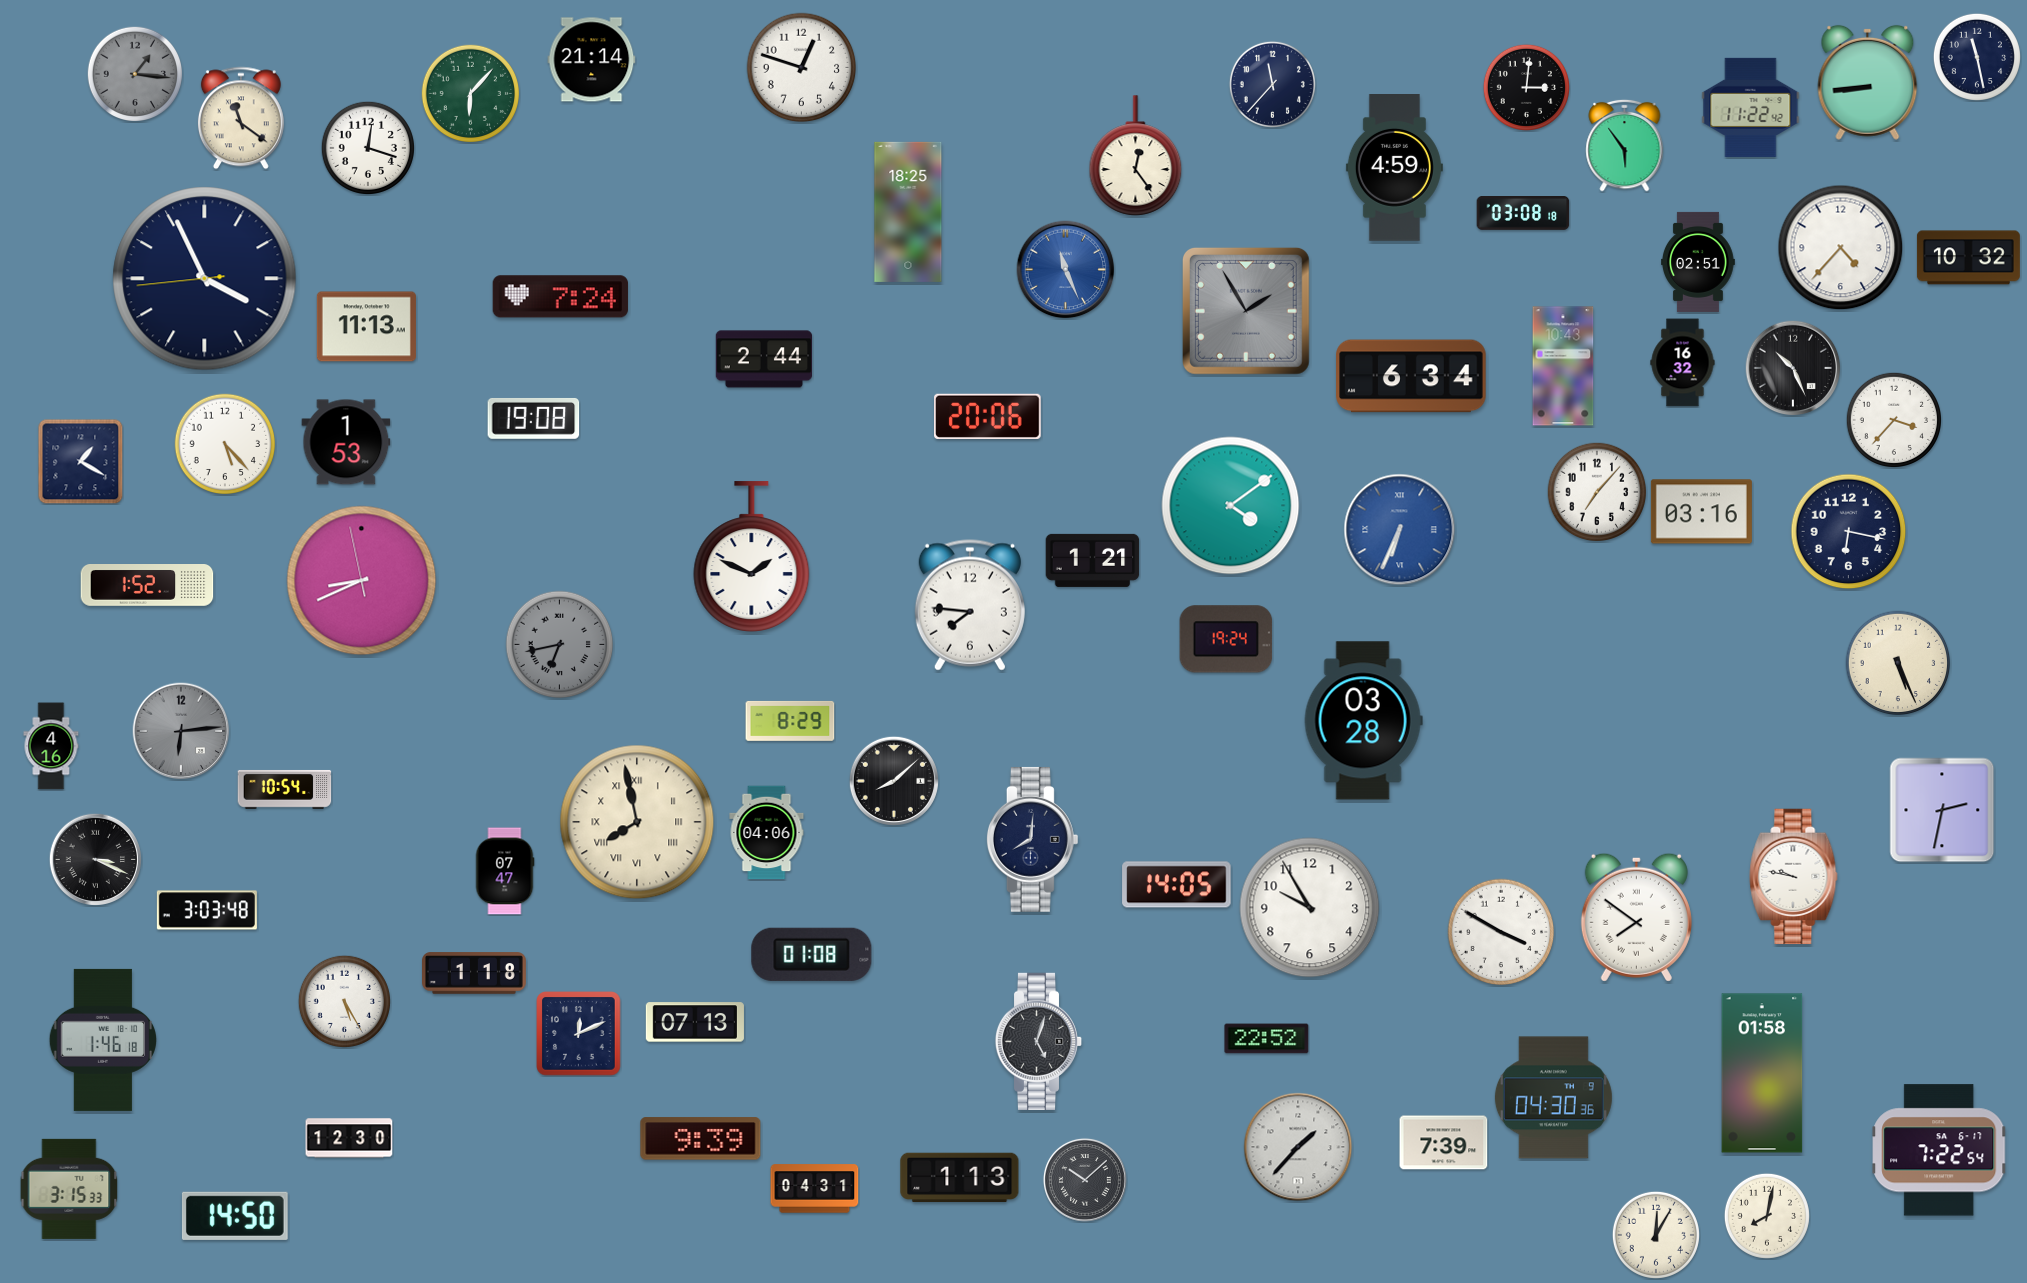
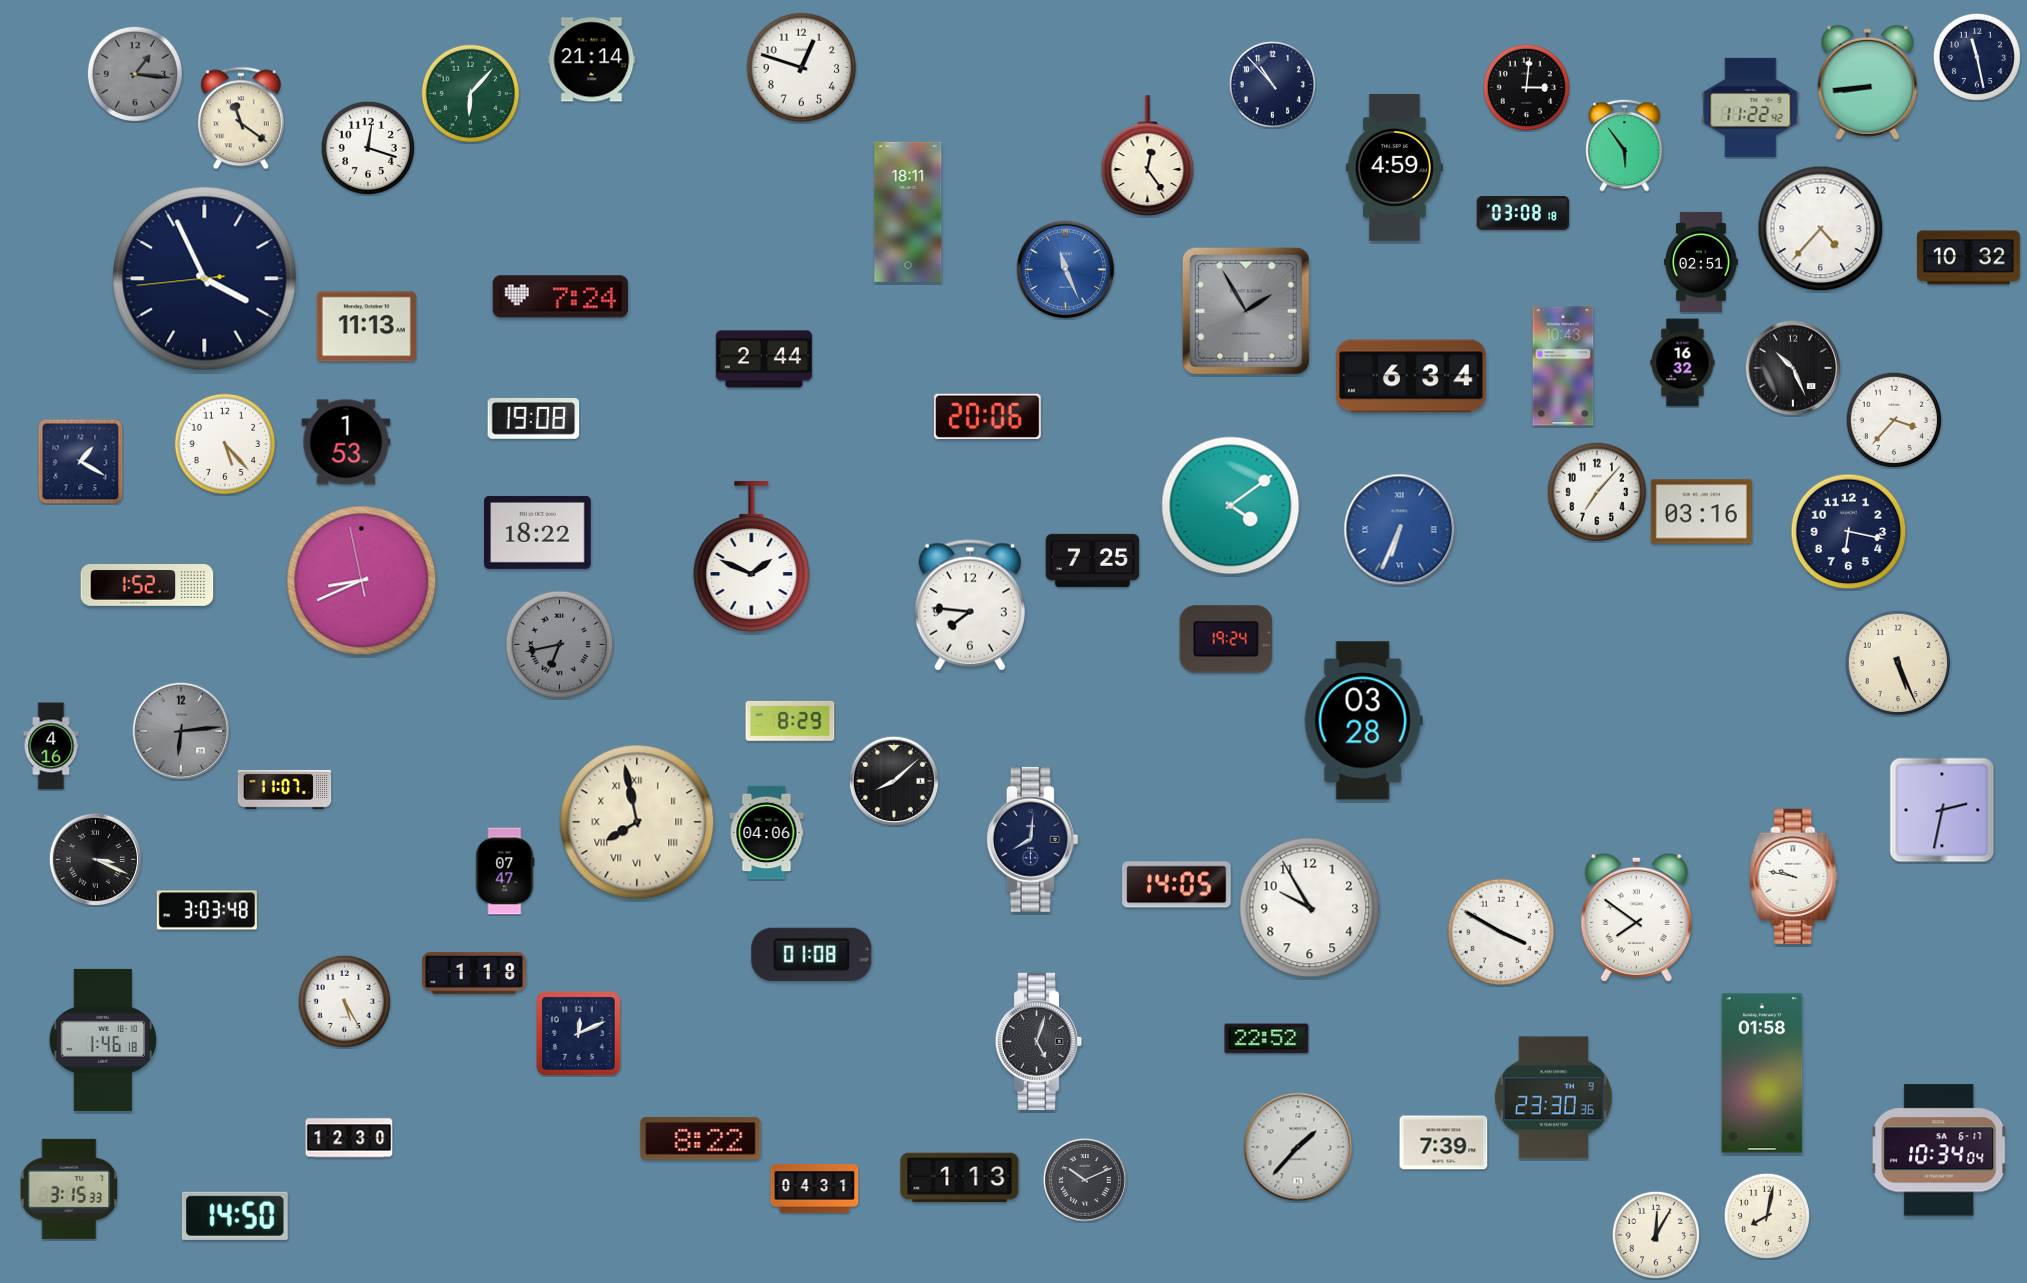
clock at (1272, 84): 11:37 -> 10:53
clock at (1136, 156) position: (1136, 156) -> (1148, 156)
clock at (908, 212): 18:25 -> 18:11
clock at (1841, 248) position: (1841, 248) -> (1821, 229)
clock at (1699, 262) position: (1699, 262) -> (1702, 262)
clock at (538, 532): none -> 18:22
clock at (1093, 560): 1:21 -> 7:25
clock at (285, 789): 10:54 -> 11:07
clock at (695, 1022): 07:13 -> none
clock at (1553, 1098): 04:30 -> 23:30
clock at (701, 1139): 9:39 -> 8:22
clock at (1939, 1150): 7:22 -> 10:34
clock at (1085, 1180): 10:08 -> 10:11
